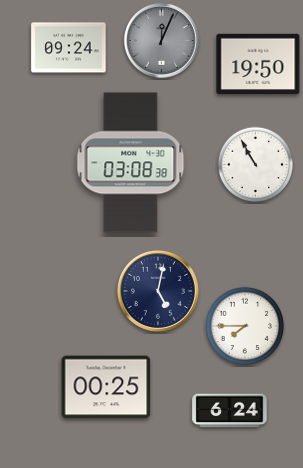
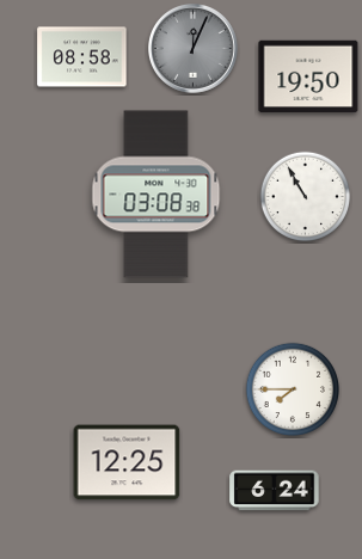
clock at (69, 48): 09:24 -> 08:58
clock at (158, 291): 5:02 -> none
clock at (106, 387): 00:25 -> 12:25
